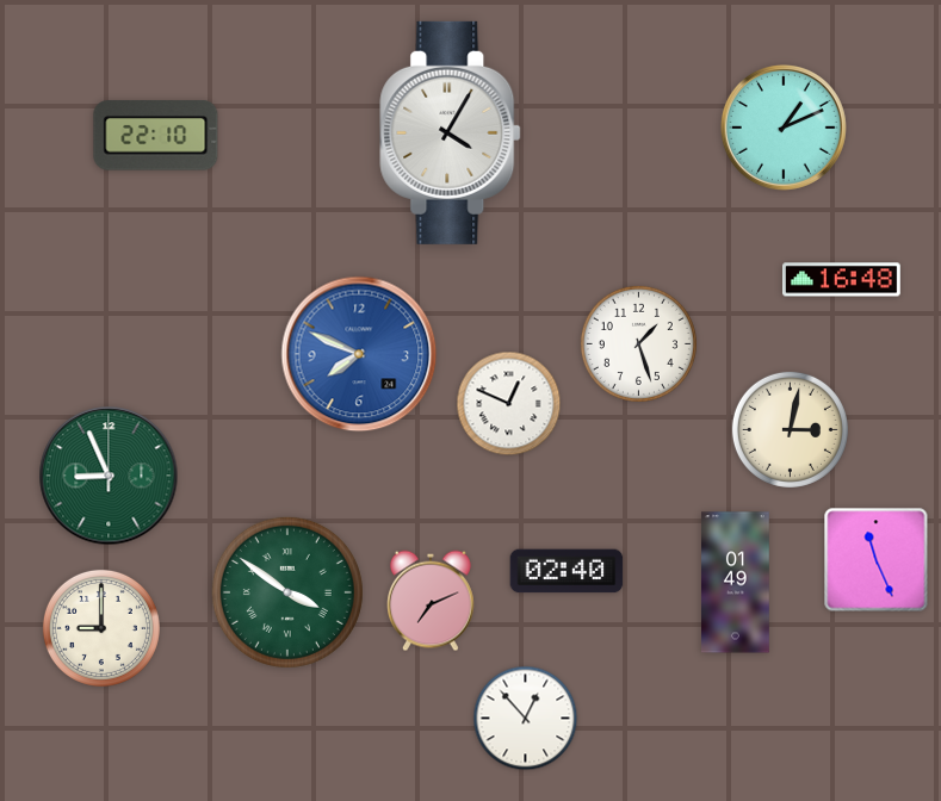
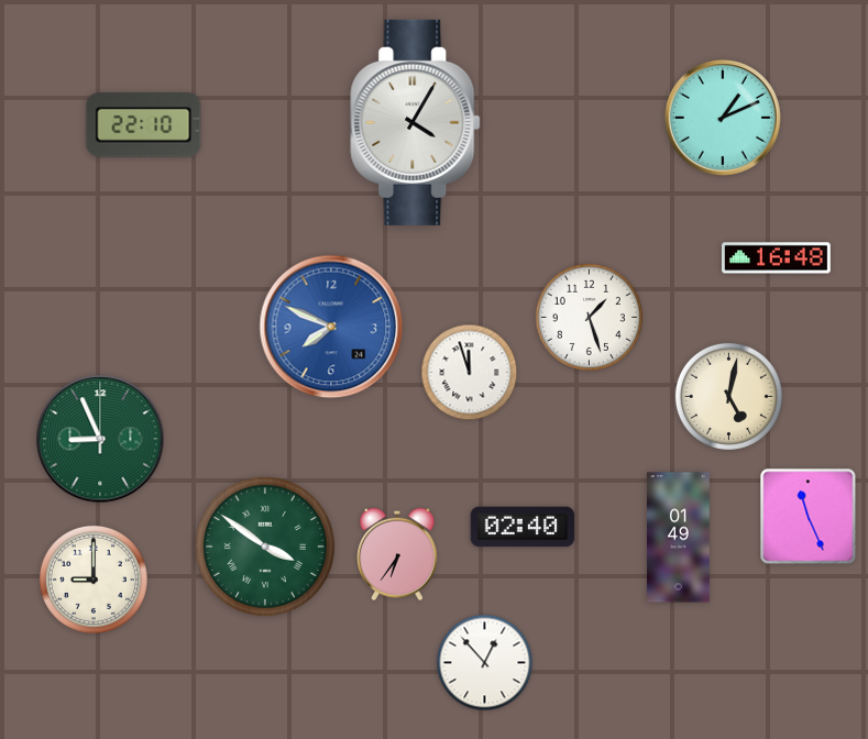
clock at (509, 404): 12:49 -> 11:57
clock at (790, 429): 3:02 -> 5:02
clock at (432, 601): 7:11 -> 6:36
